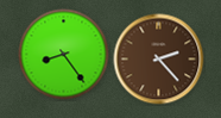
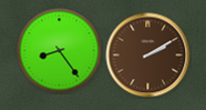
clock at (159, 60): 2:23 -> 2:10
